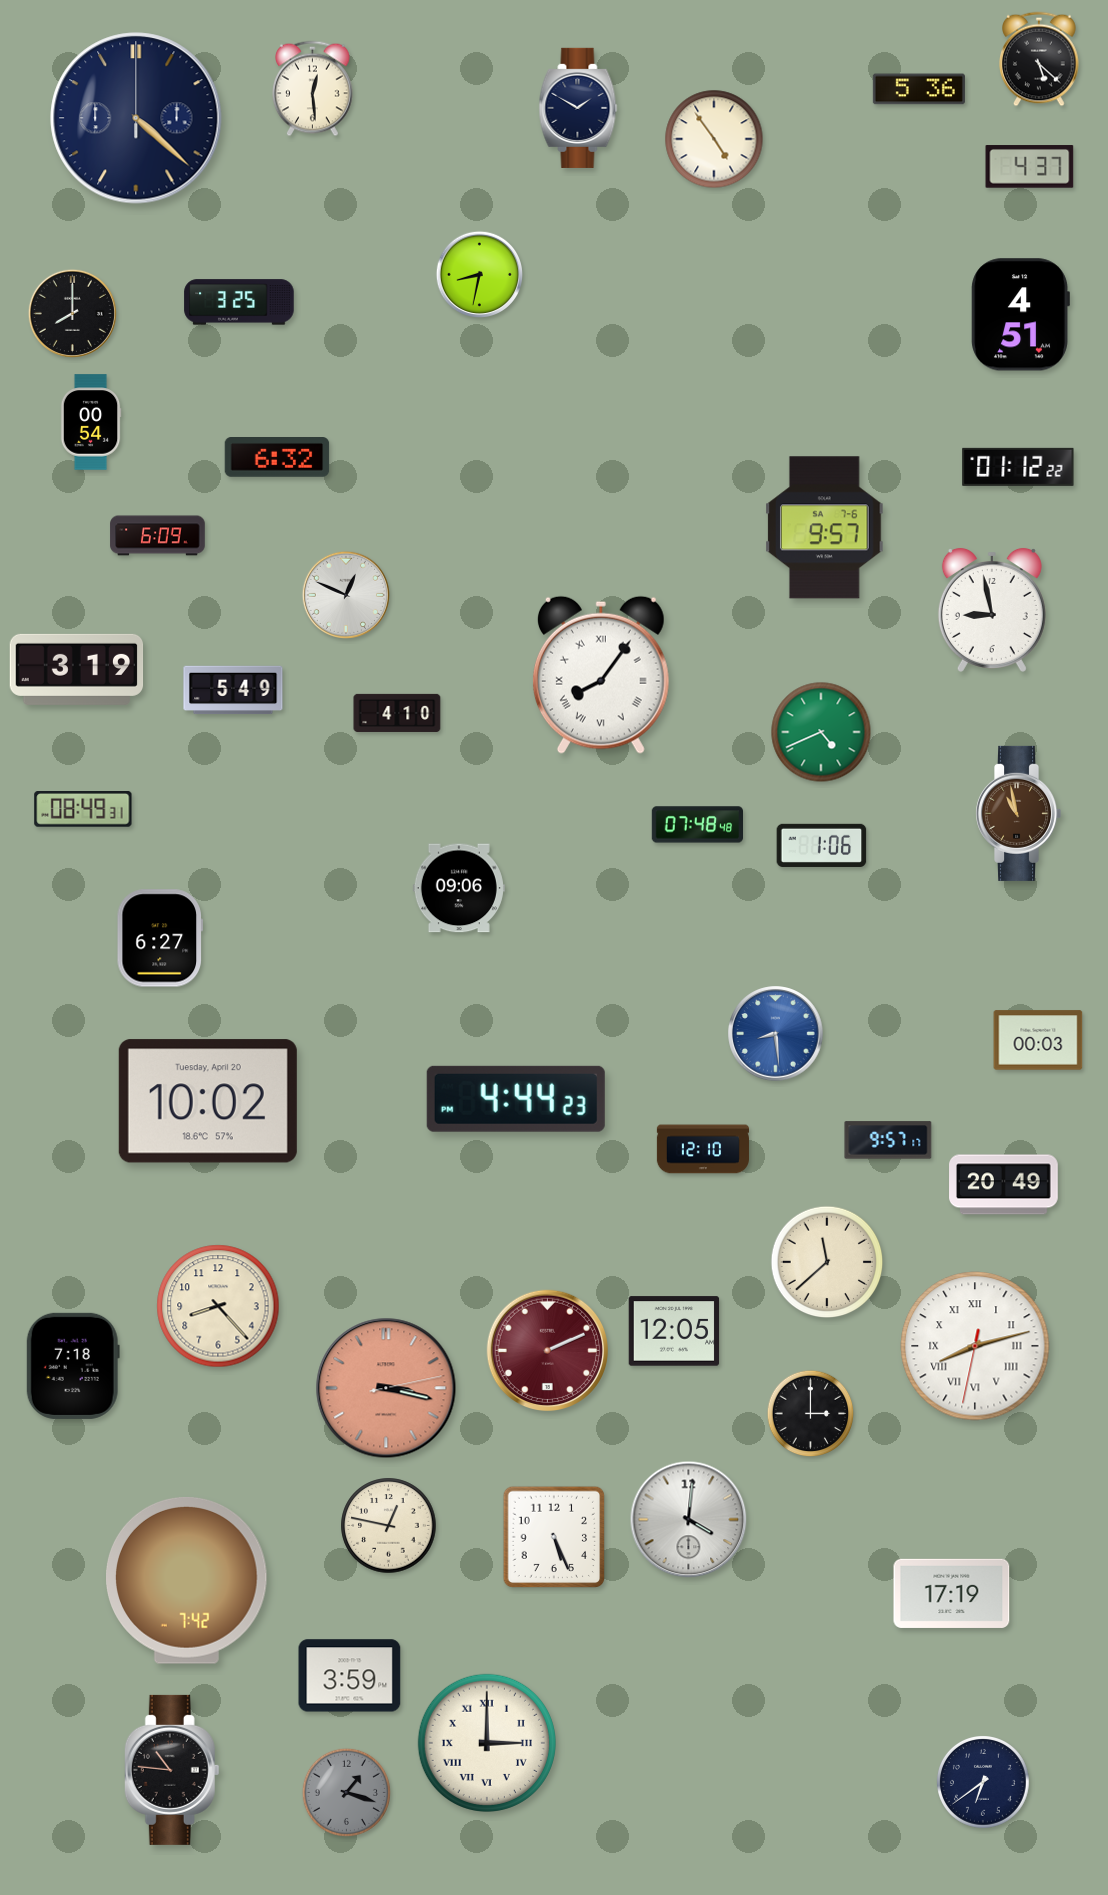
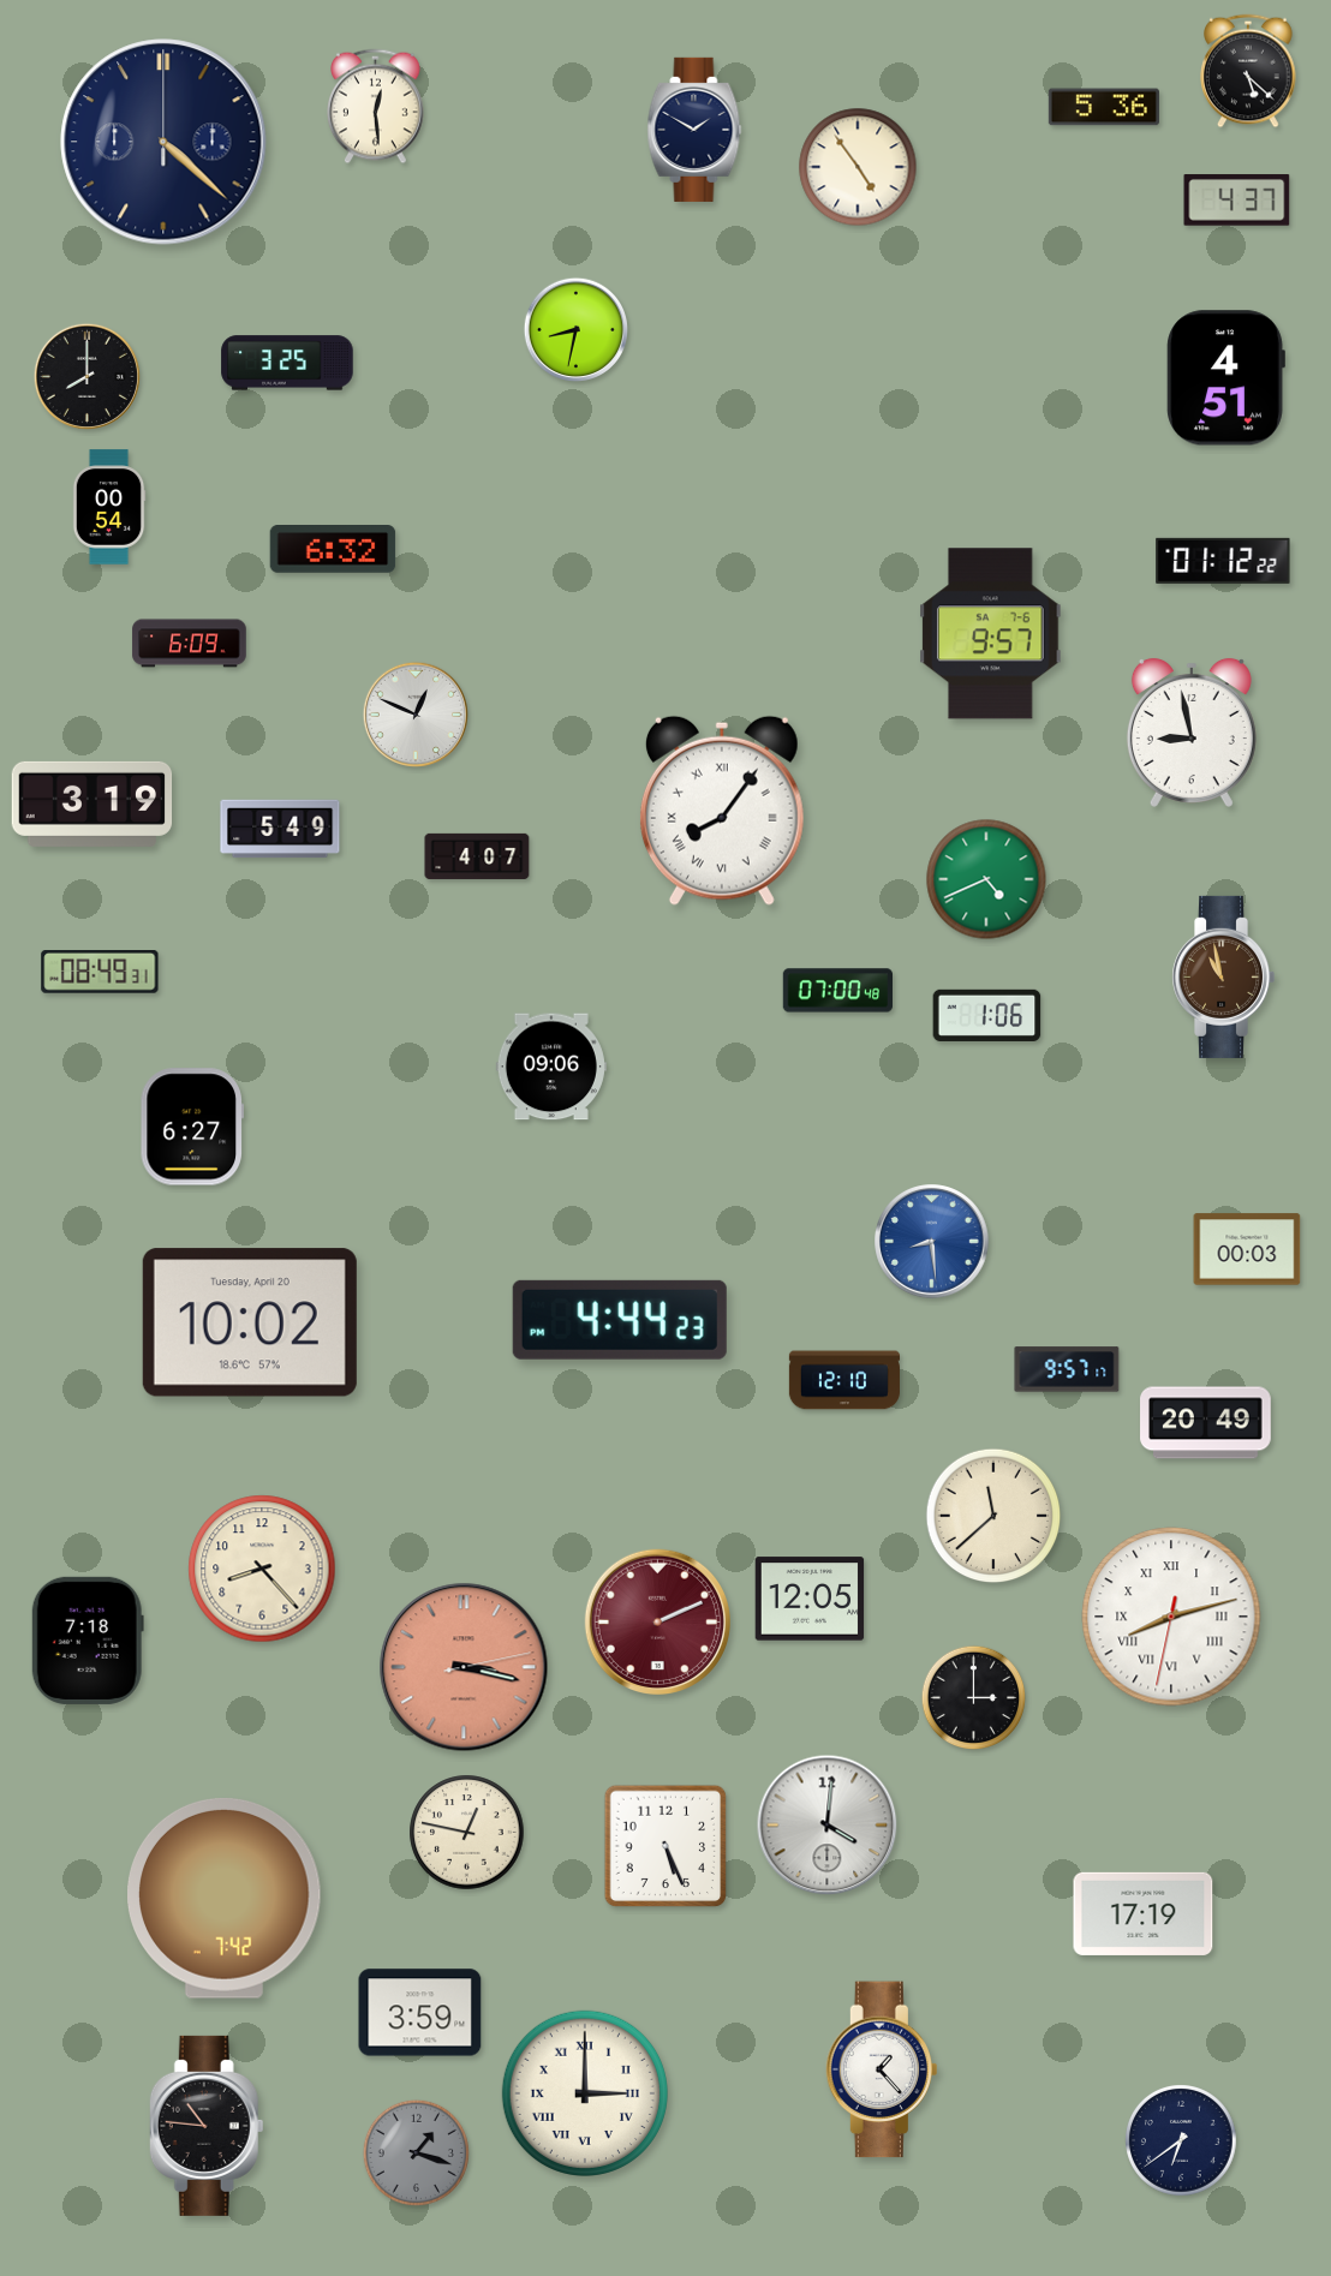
clock at (397, 713): 4:10 -> 4:07
clock at (697, 825): 07:48 -> 07:00
clock at (881, 2069): none -> 1:23
